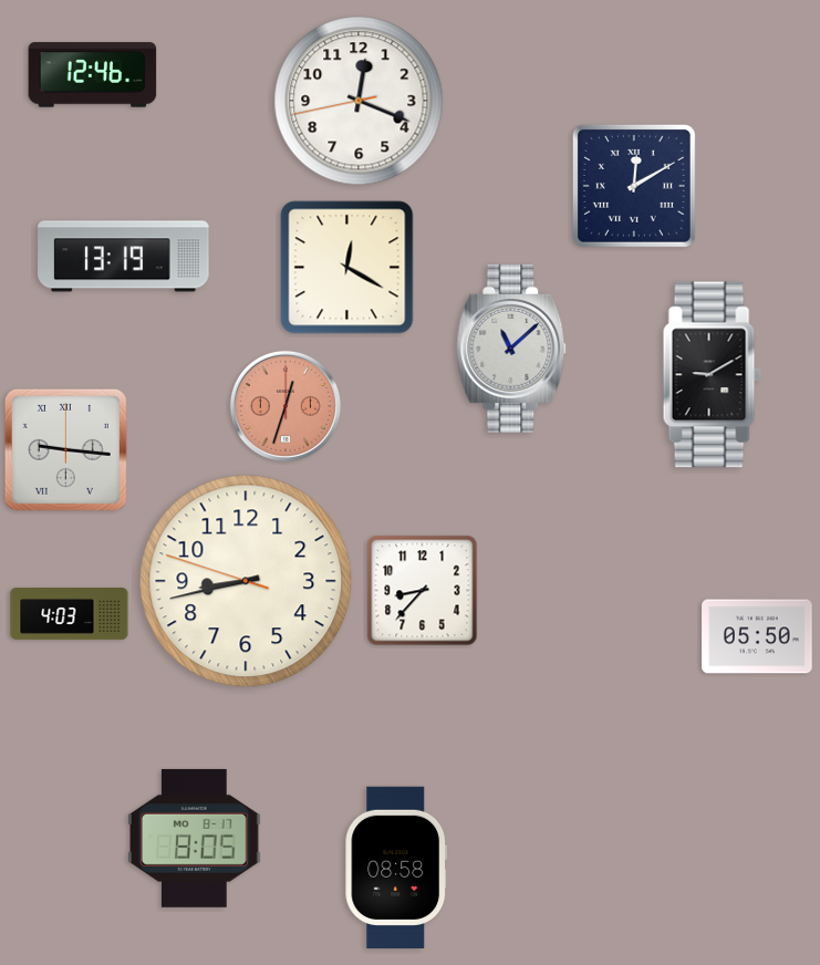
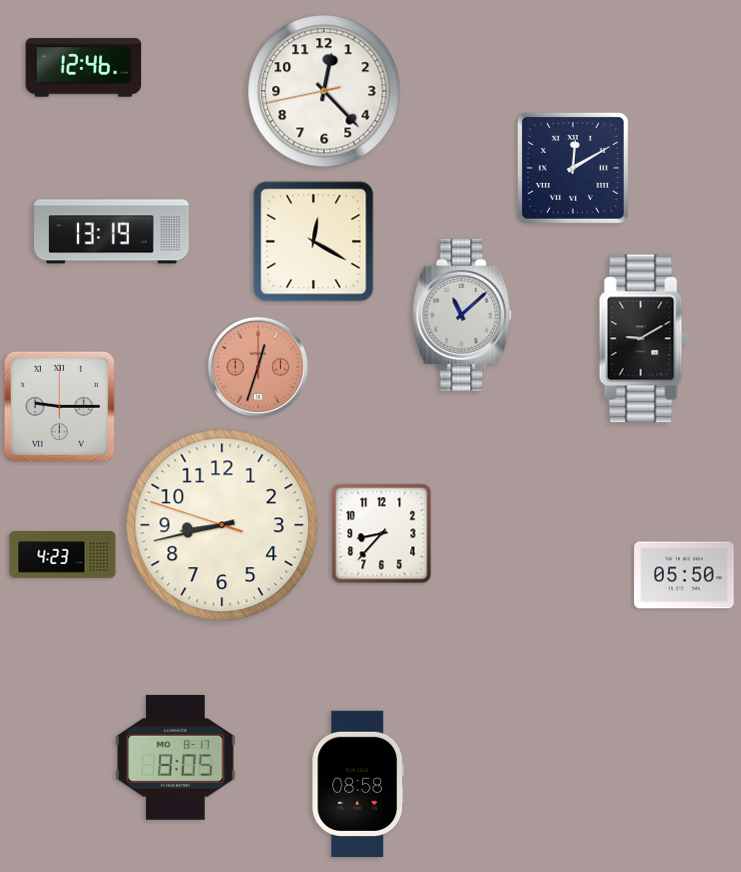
clock at (359, 101): 12:18 -> 12:22
clock at (65, 449): 9:16 -> 9:15
clock at (70, 614): 4:03 -> 4:23
